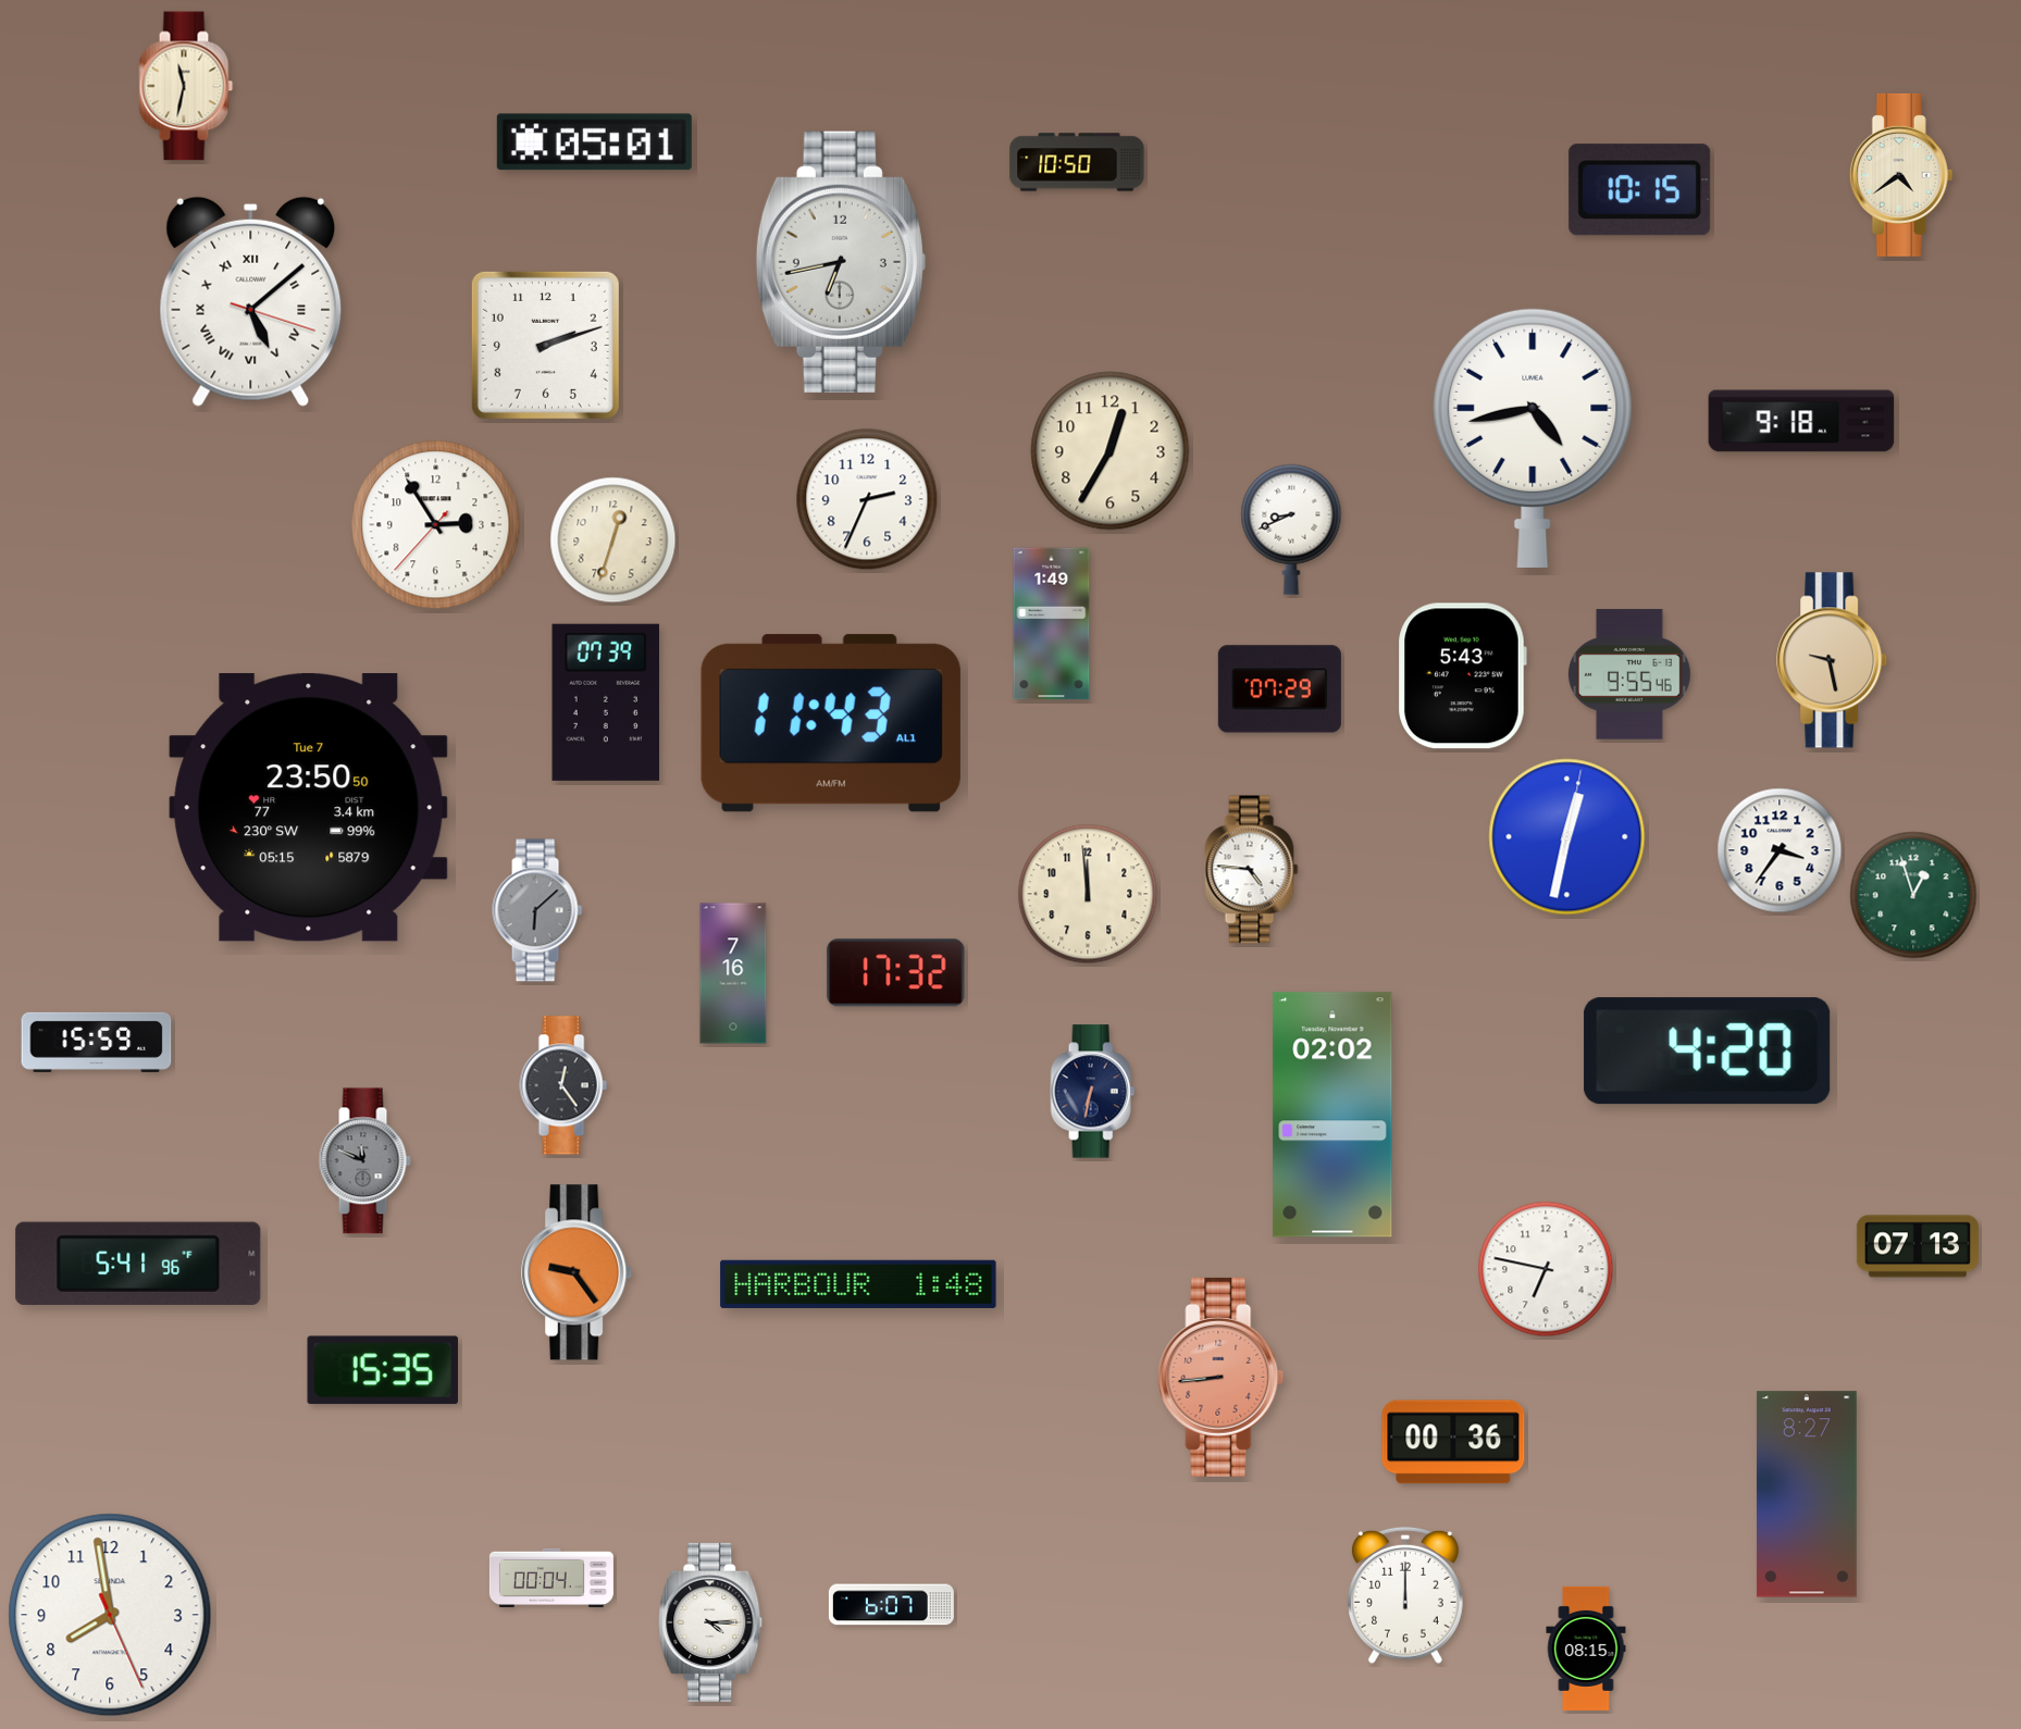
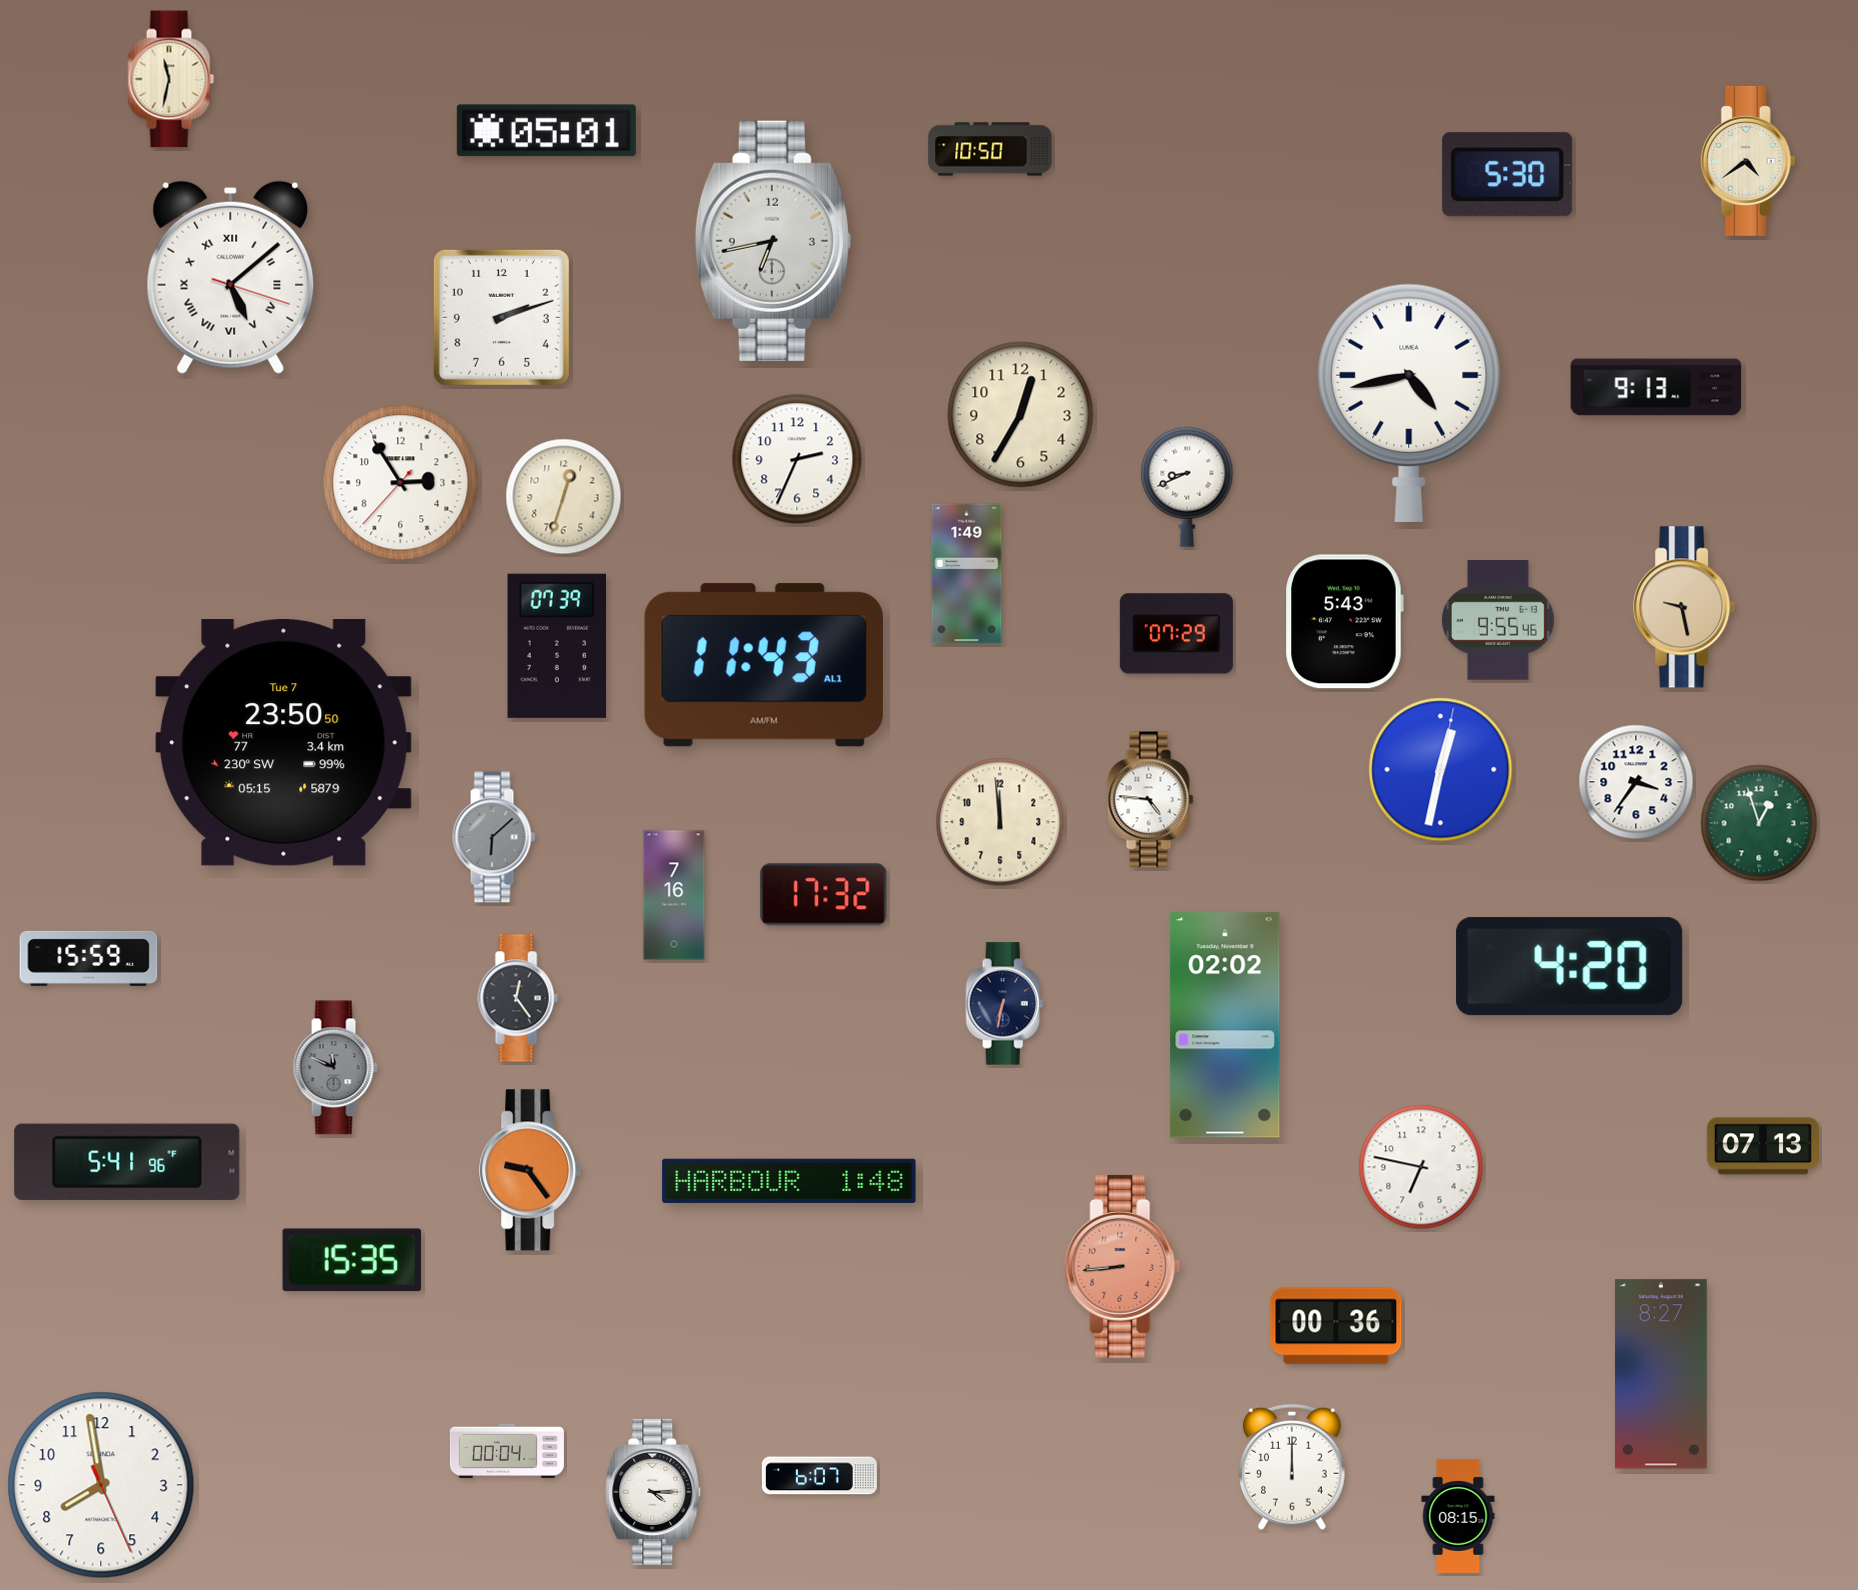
clock at (1640, 190): 10:15 -> 5:30
clock at (1801, 421): 9:18 -> 9:13
